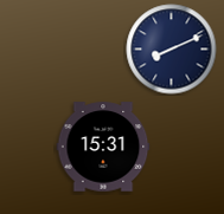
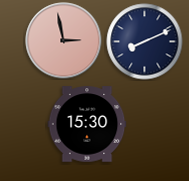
clock at (64, 41): none -> 2:58
clock at (103, 147): 15:31 -> 15:30
